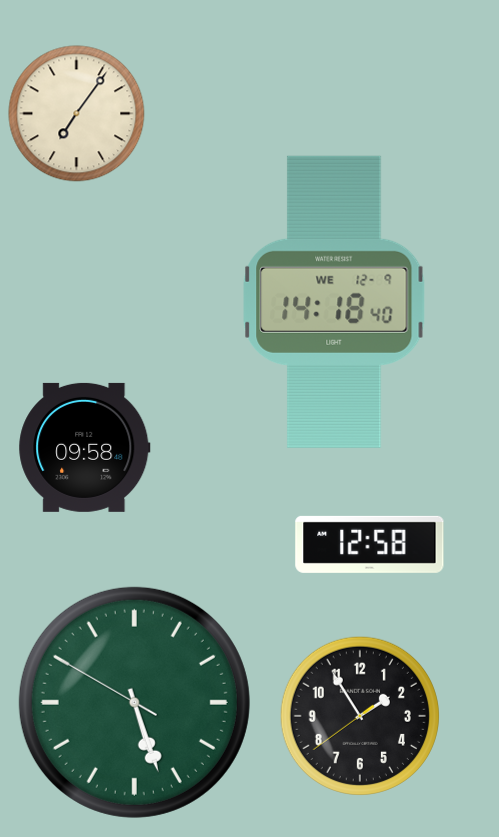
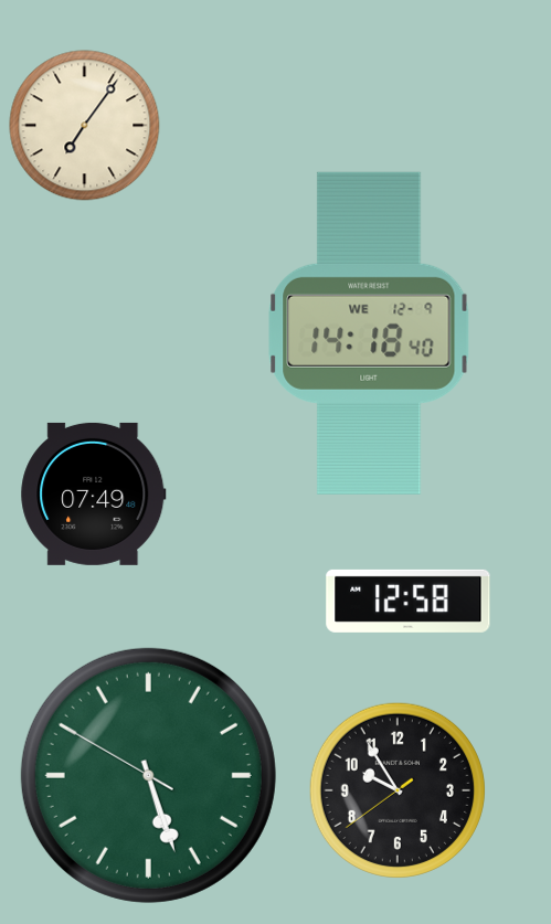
clock at (85, 447): 09:58 -> 07:49
clock at (360, 716): 1:54 -> 9:54
